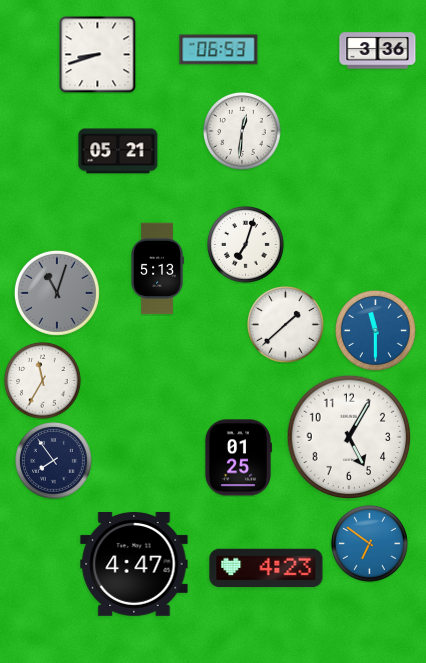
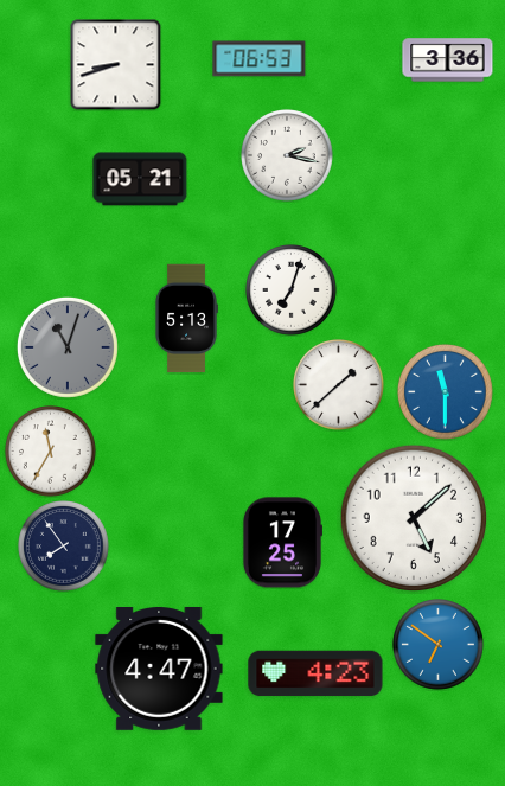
clock at (243, 132): 12:31 -> 2:17
clock at (349, 437): 5:05 -> 5:08
clock at (238, 458): 01:25 -> 17:25
